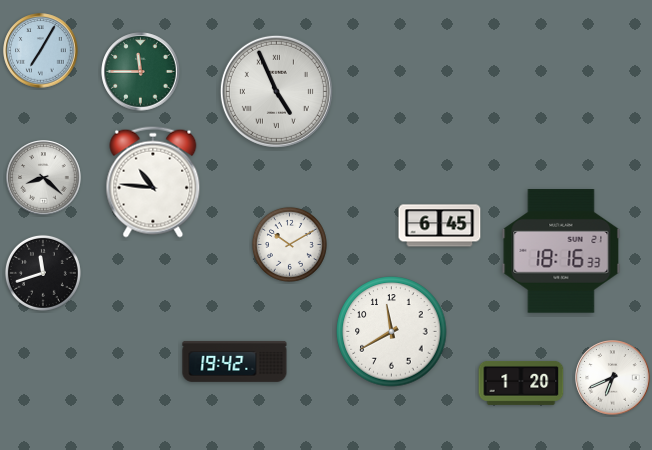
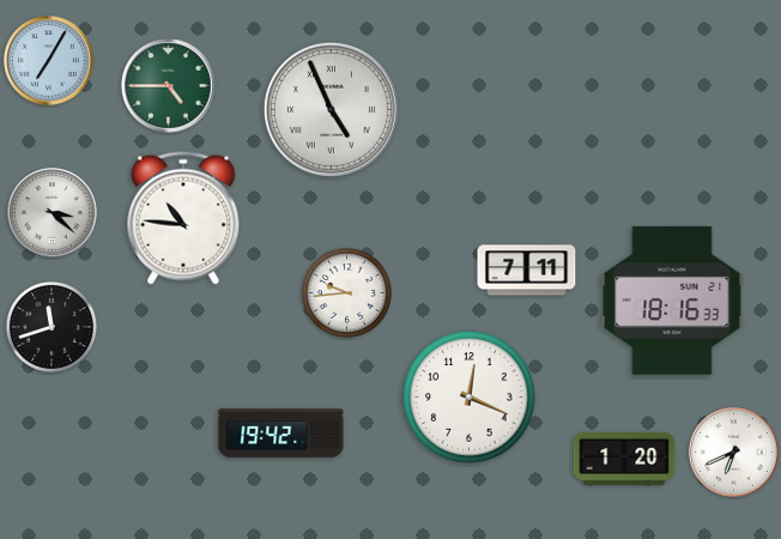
clock at (141, 72): 11:45 -> 4:45
clock at (44, 178): 8:22 -> 3:22
clock at (440, 226): 6:45 -> 7:11
clock at (289, 244): 10:10 -> 9:44
clock at (392, 332): 11:40 -> 12:19
